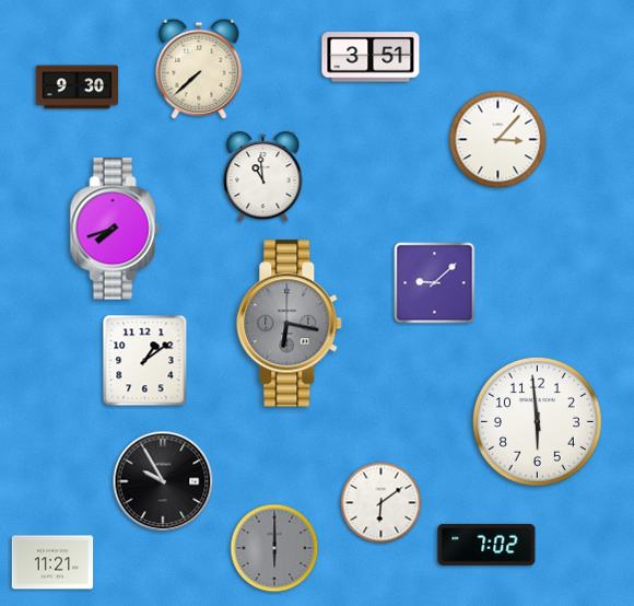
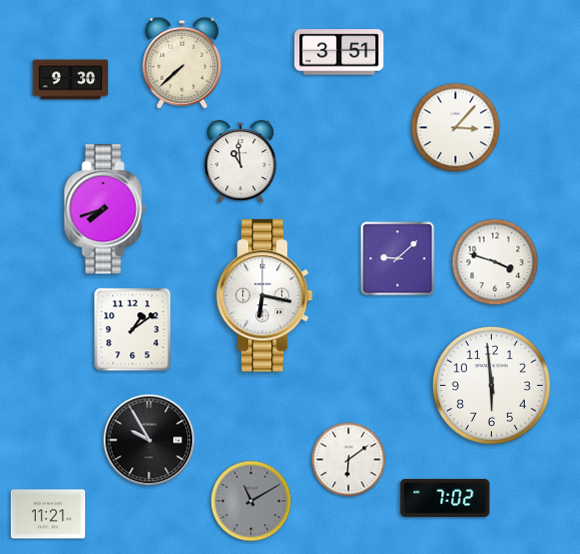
clock at (495, 262): none -> 3:48
clock at (290, 324) dial: grey -> white
clock at (274, 548): 6:00 -> 11:10
